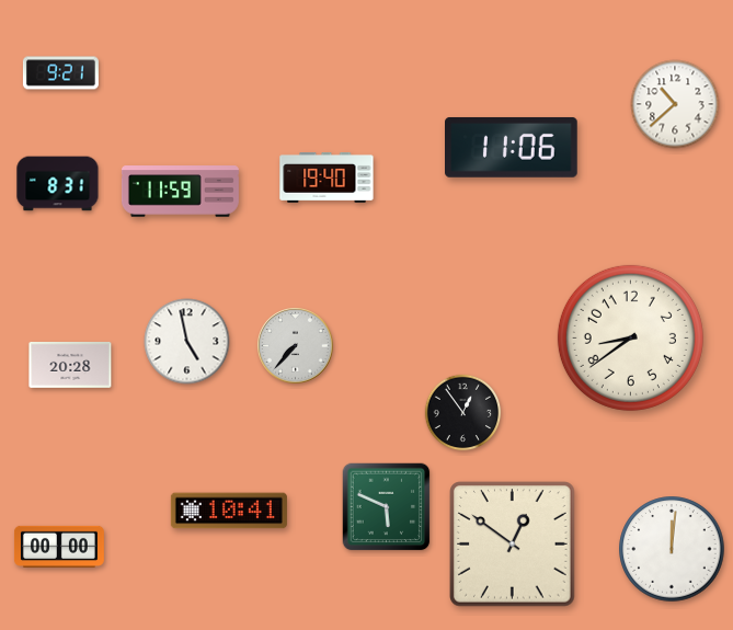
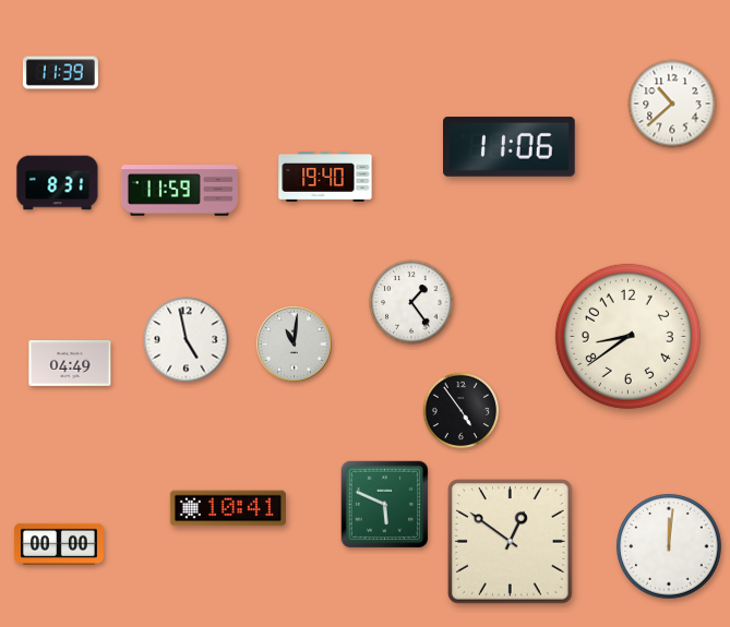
clock at (60, 73): 9:21 -> 11:39
clock at (411, 302): none -> 1:24
clock at (296, 346): 7:37 -> 11:01
clock at (70, 365): 20:28 -> 04:49
clock at (463, 413): 12:54 -> 4:54
